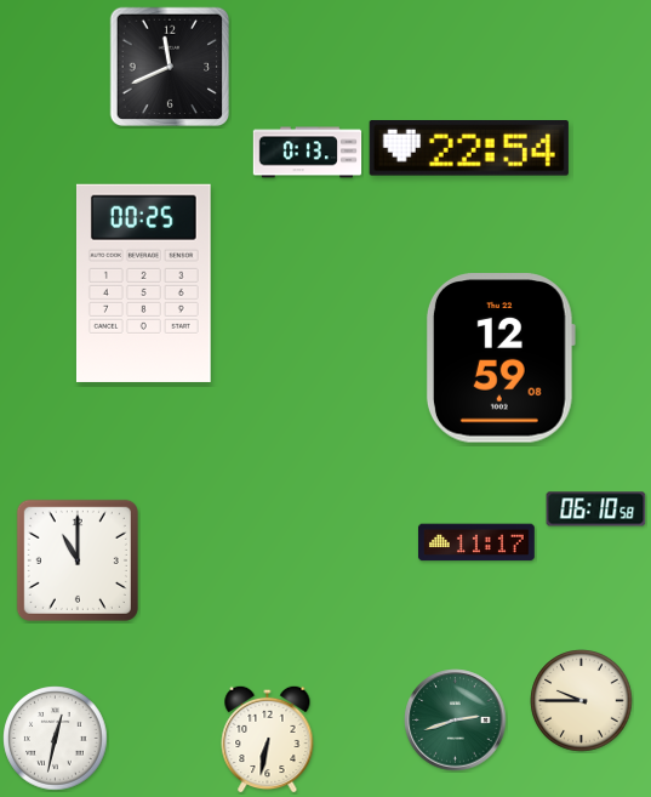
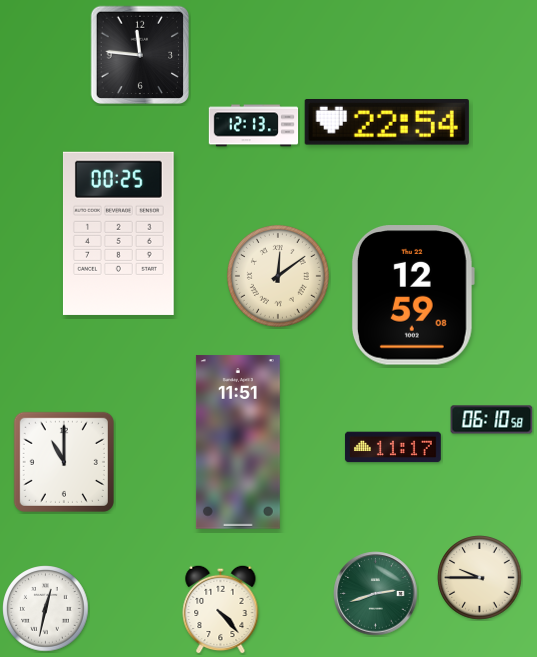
clock at (170, 67): 11:41 -> 11:46
clock at (308, 153): 0:13 -> 12:13
clock at (278, 276): none -> 12:09
clock at (238, 442): none -> 11:51
clock at (268, 739): 6:32 -> 4:23
